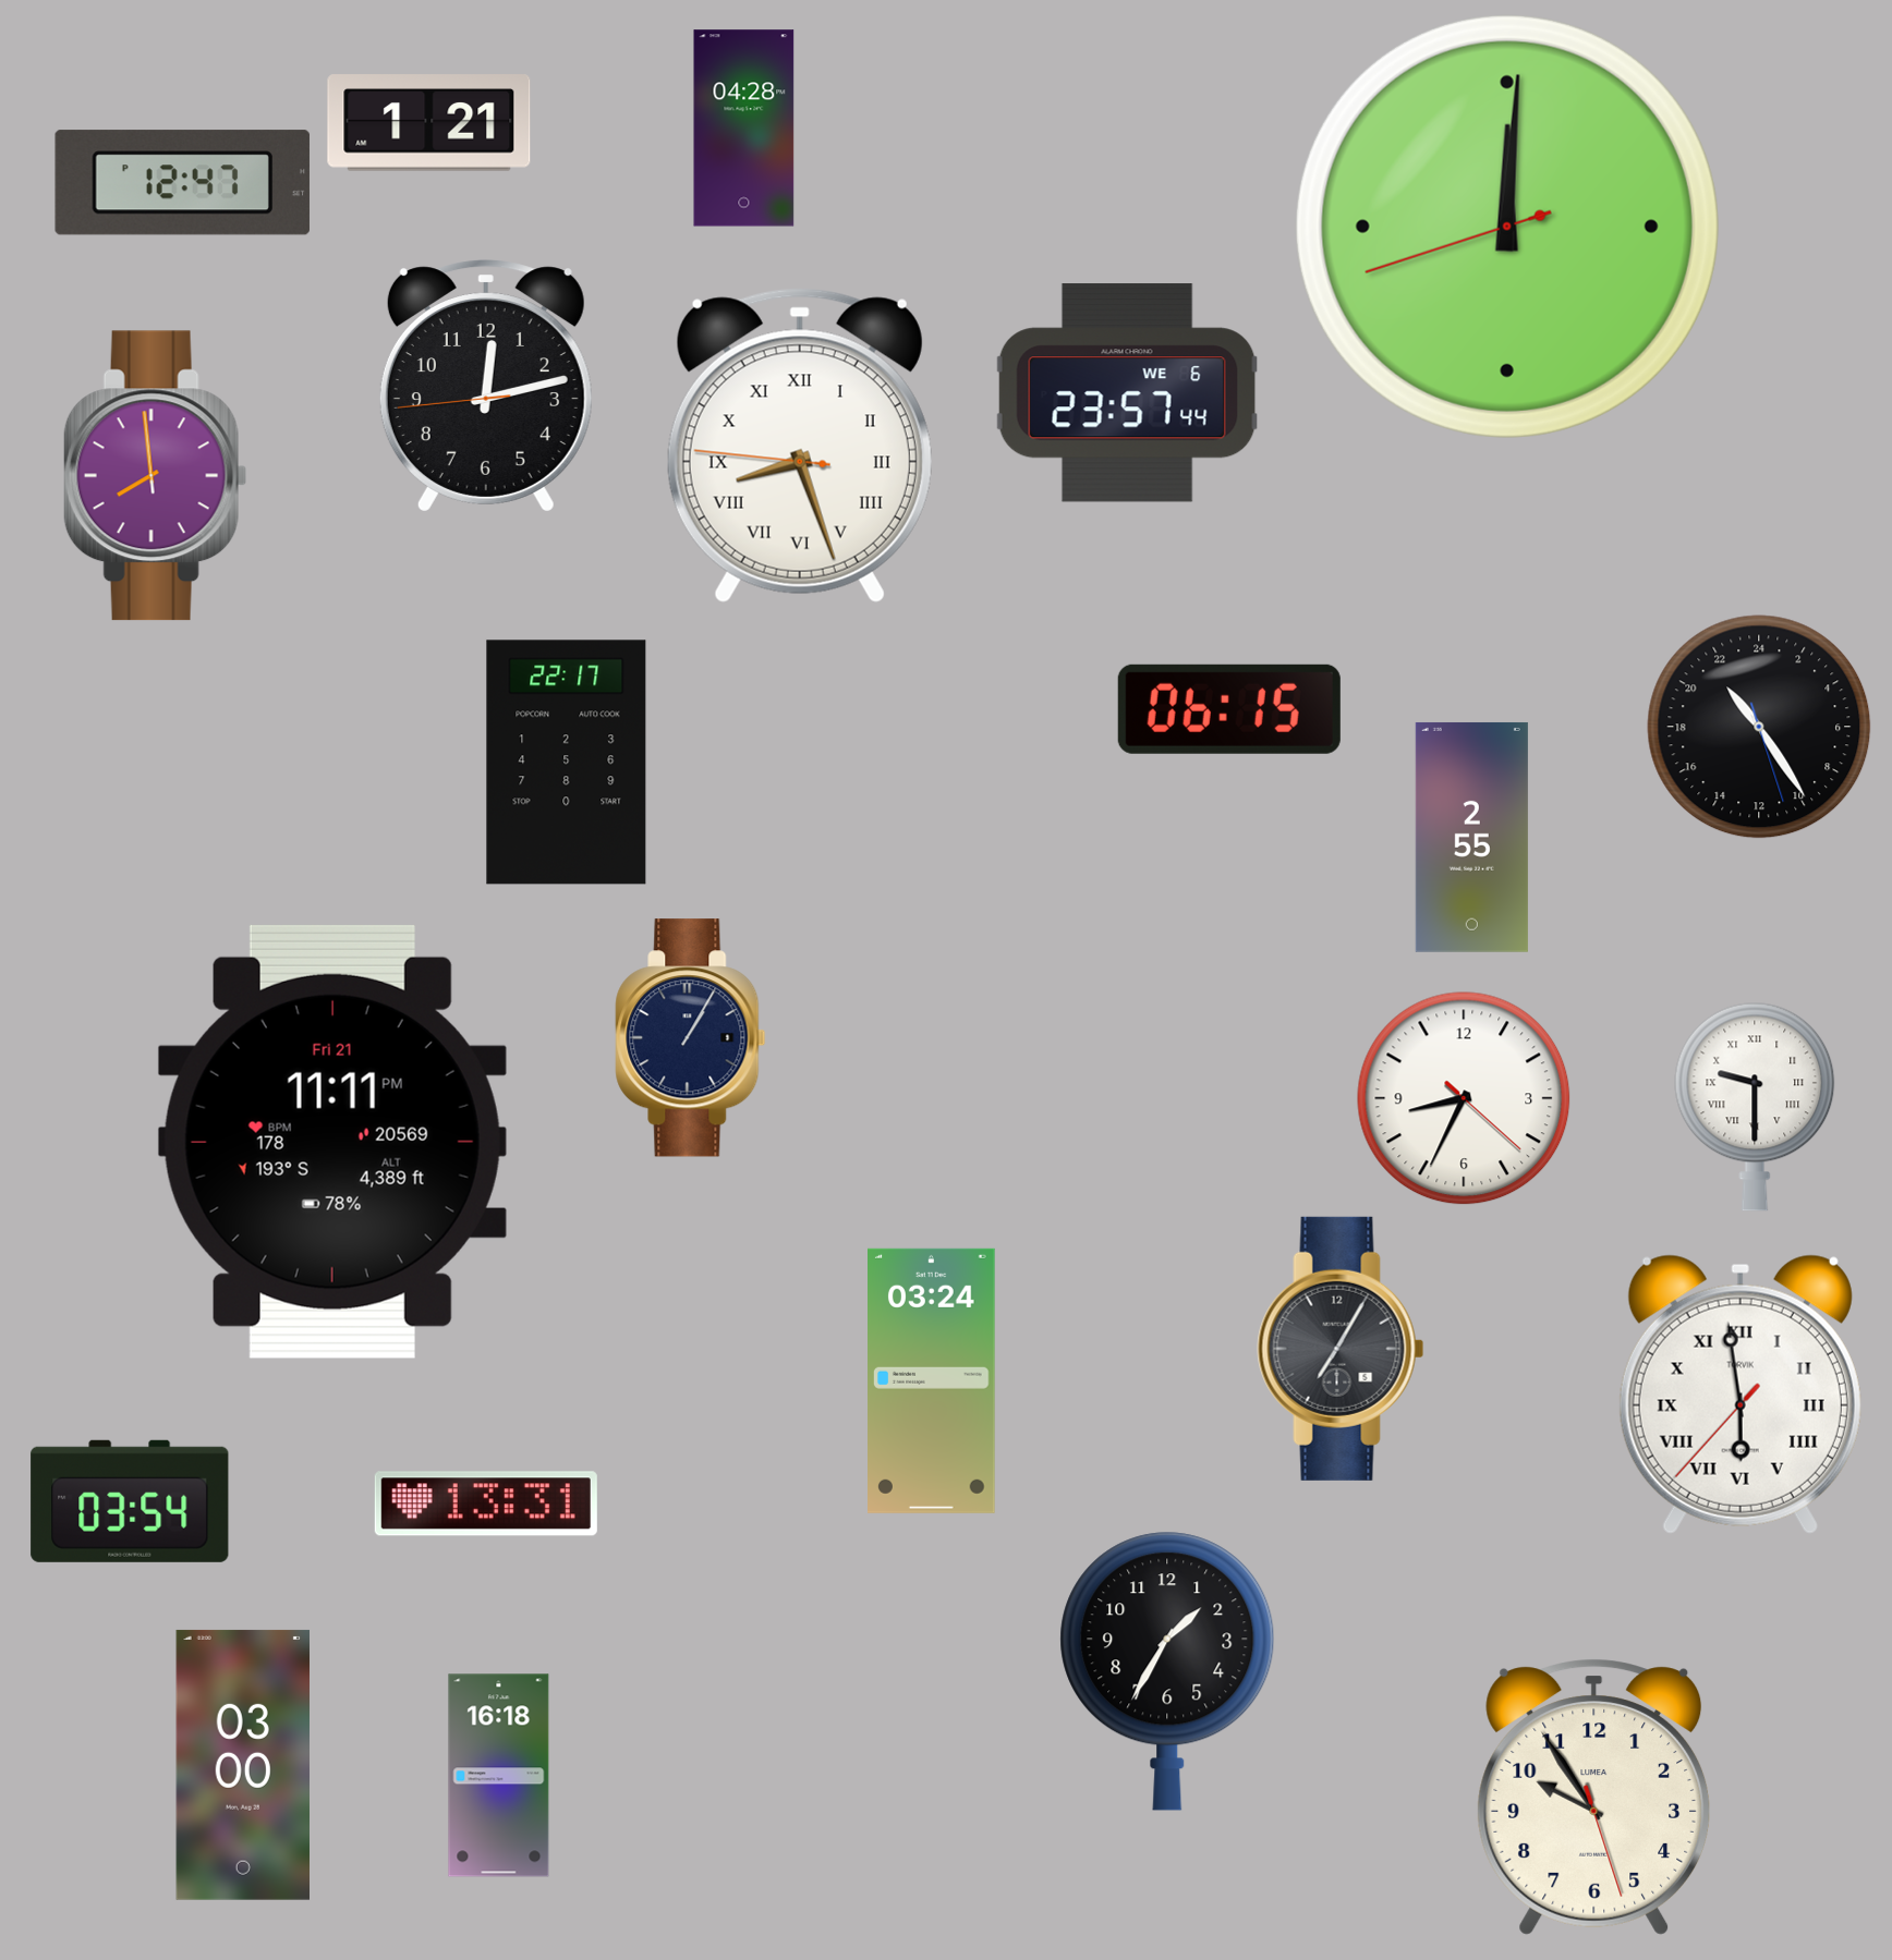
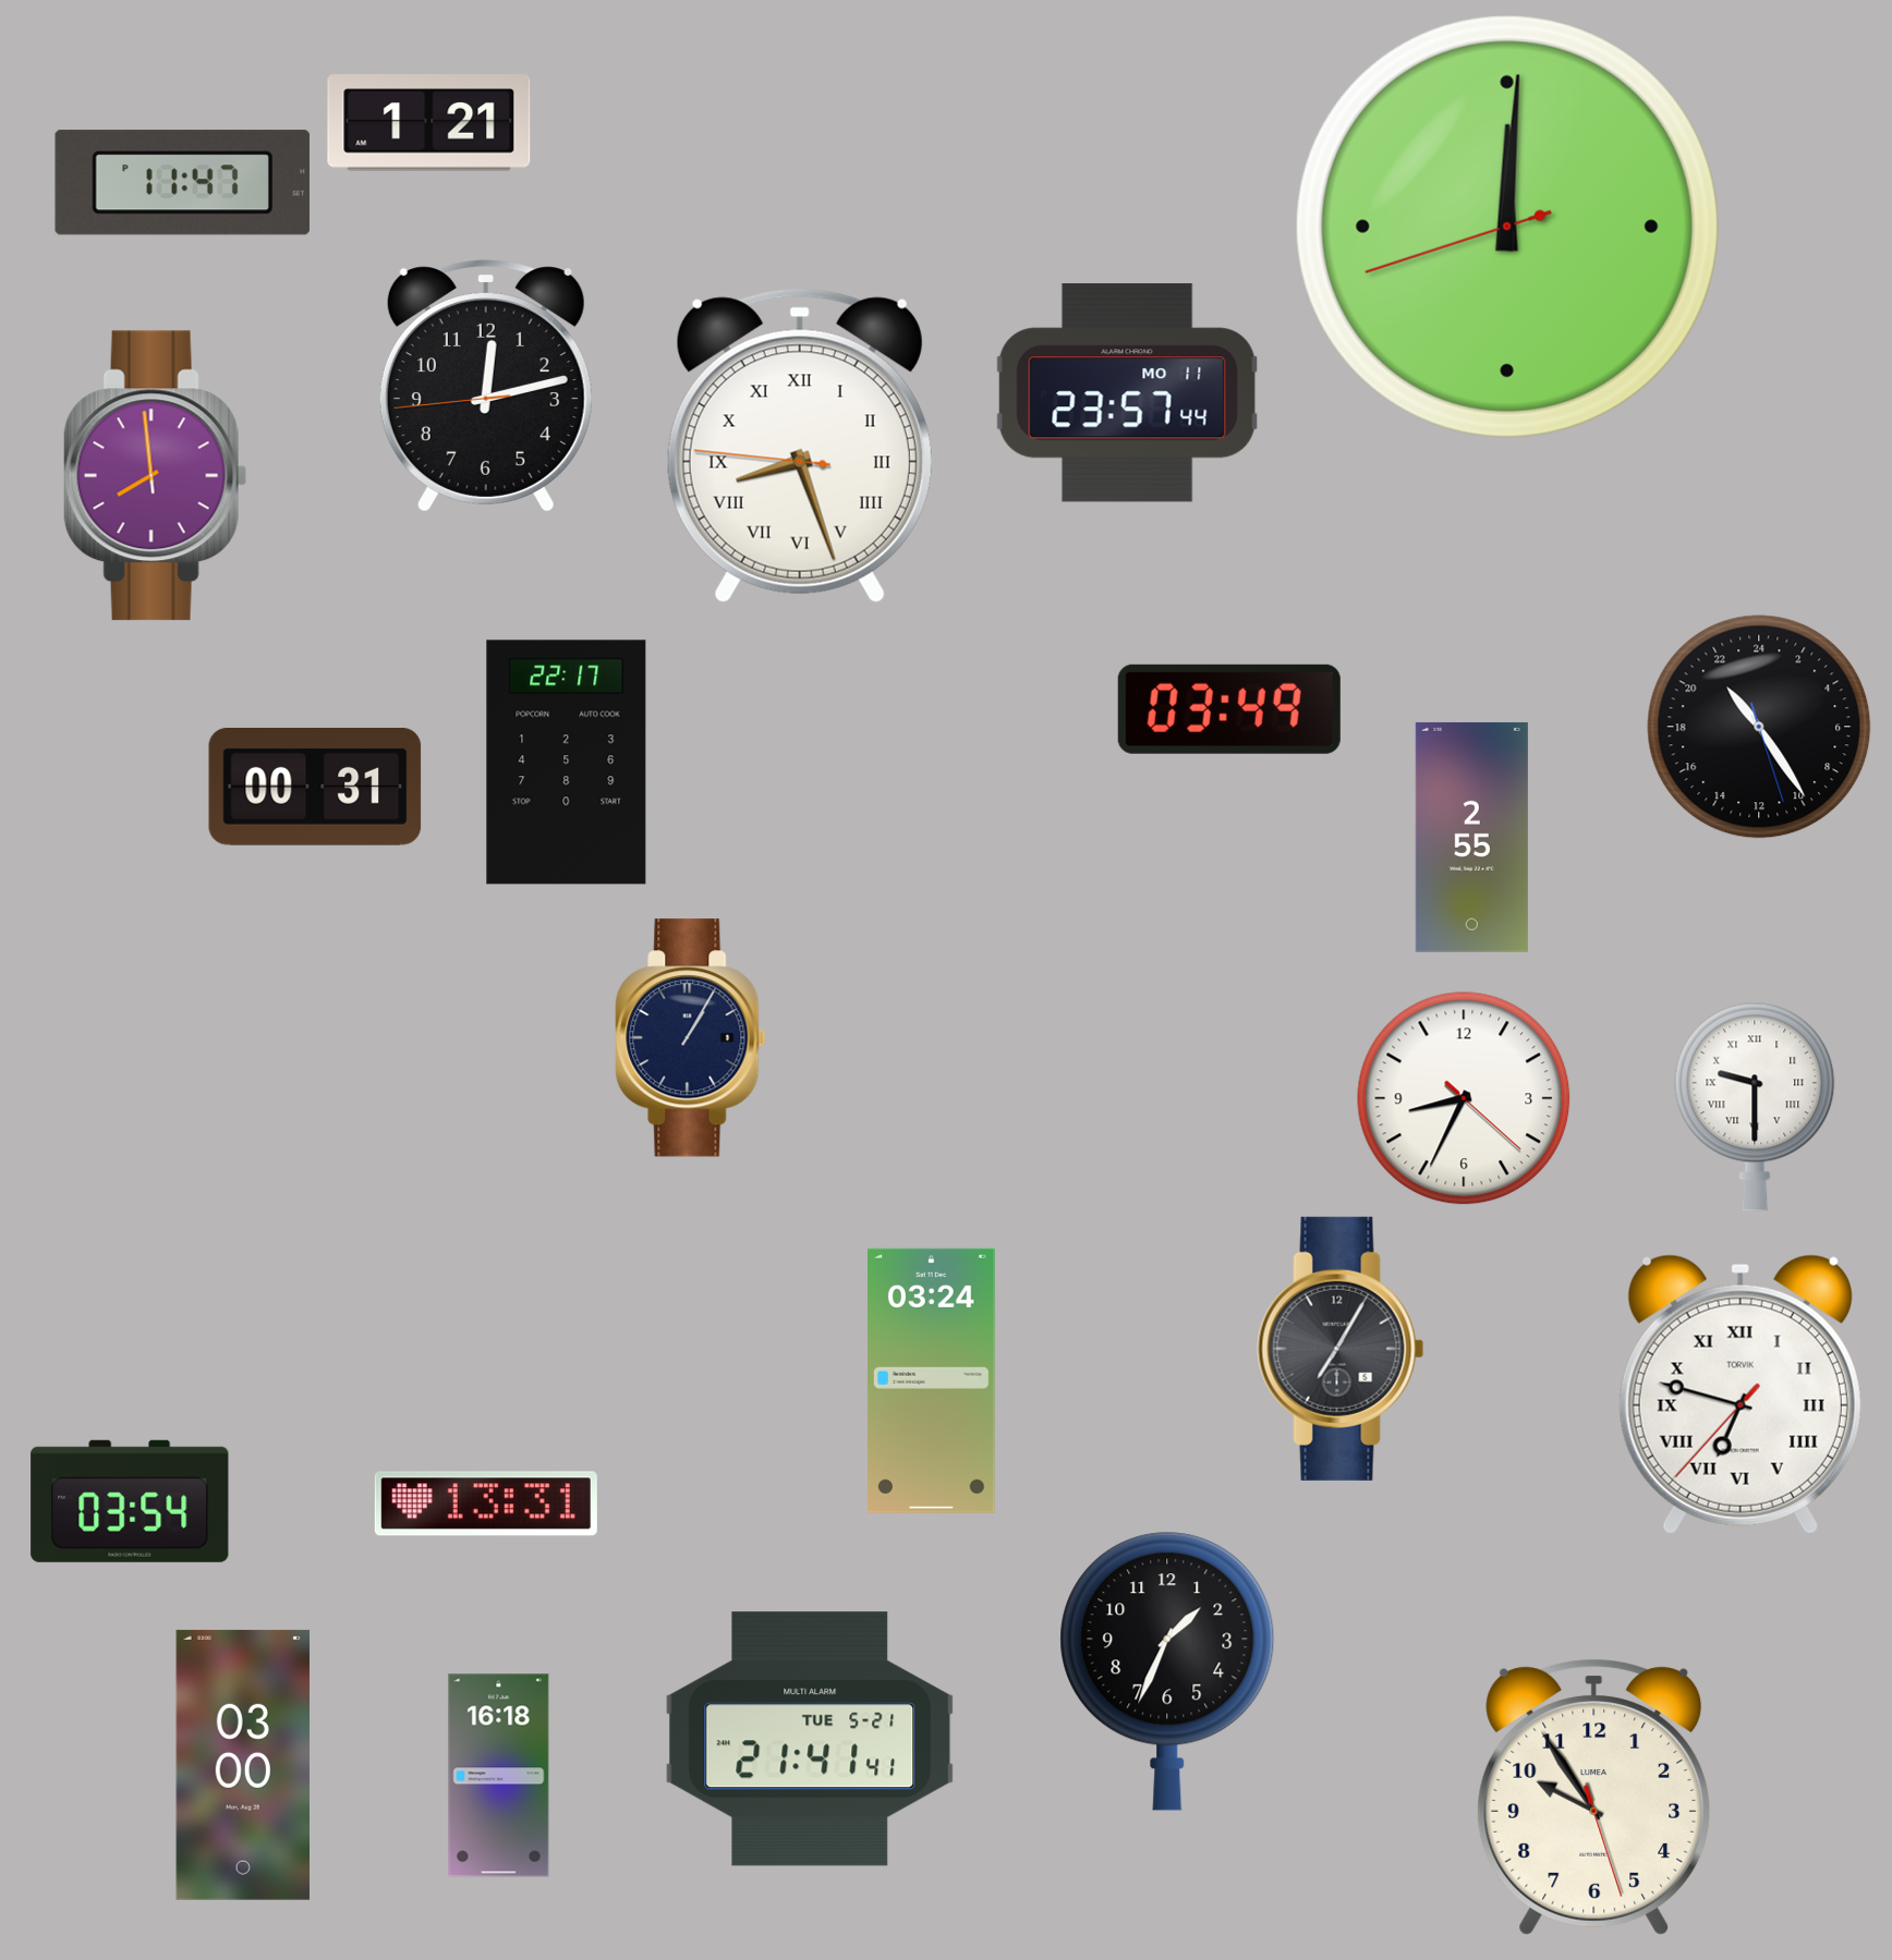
clock at (744, 129): 04:28 -> none
clock at (182, 183): 12:47 -> 11:47
clock at (1128, 393) date: WE 6 -> MO 11
clock at (1229, 709): 06:15 -> 03:49
clock at (315, 788): none -> 00:31
clock at (332, 1142): 11:11 -> none
clock at (1741, 1395): 5:58 -> 6:47
clock at (1167, 1671): 1:35 -> 1:34
clock at (810, 1739): none -> 21:41
